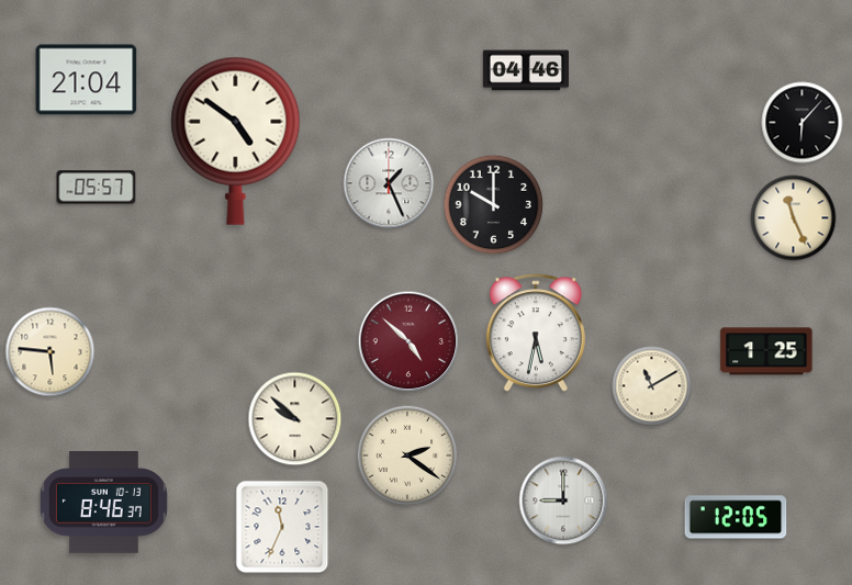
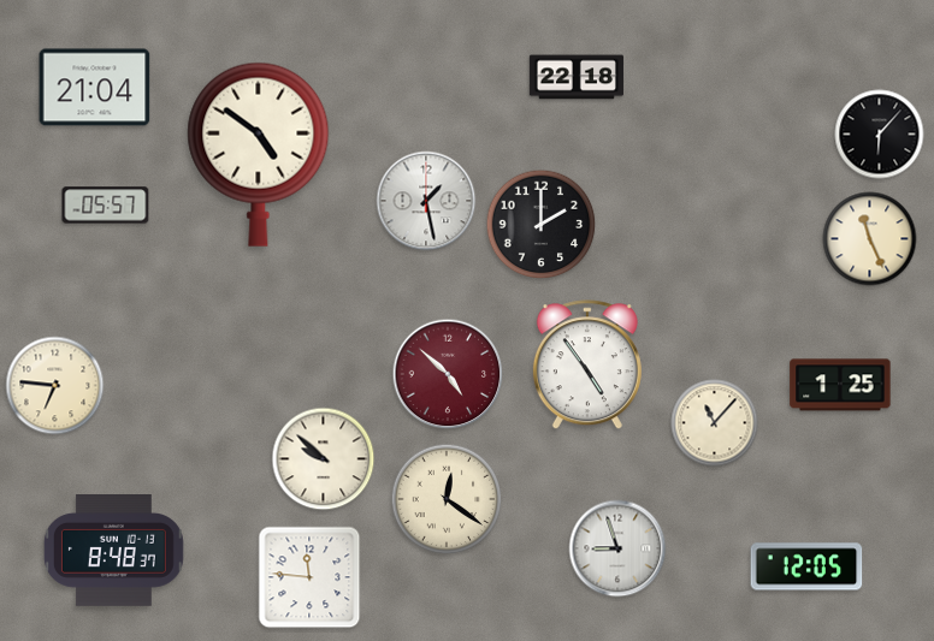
clock at (526, 70): 04:46 -> 22:18
clock at (389, 183): 1:26 -> 1:28
clock at (494, 205): 10:00 -> 2:00
clock at (536, 334): 5:32 -> 4:54
clock at (51, 352): 5:46 -> 6:46
clock at (652, 386): 11:10 -> 11:07
clock at (407, 455): 2:21 -> 12:21
clock at (563, 500): 9:00 -> 8:57
clock at (103, 503): 8:46 -> 8:48
clock at (282, 527): 11:34 -> 11:46
